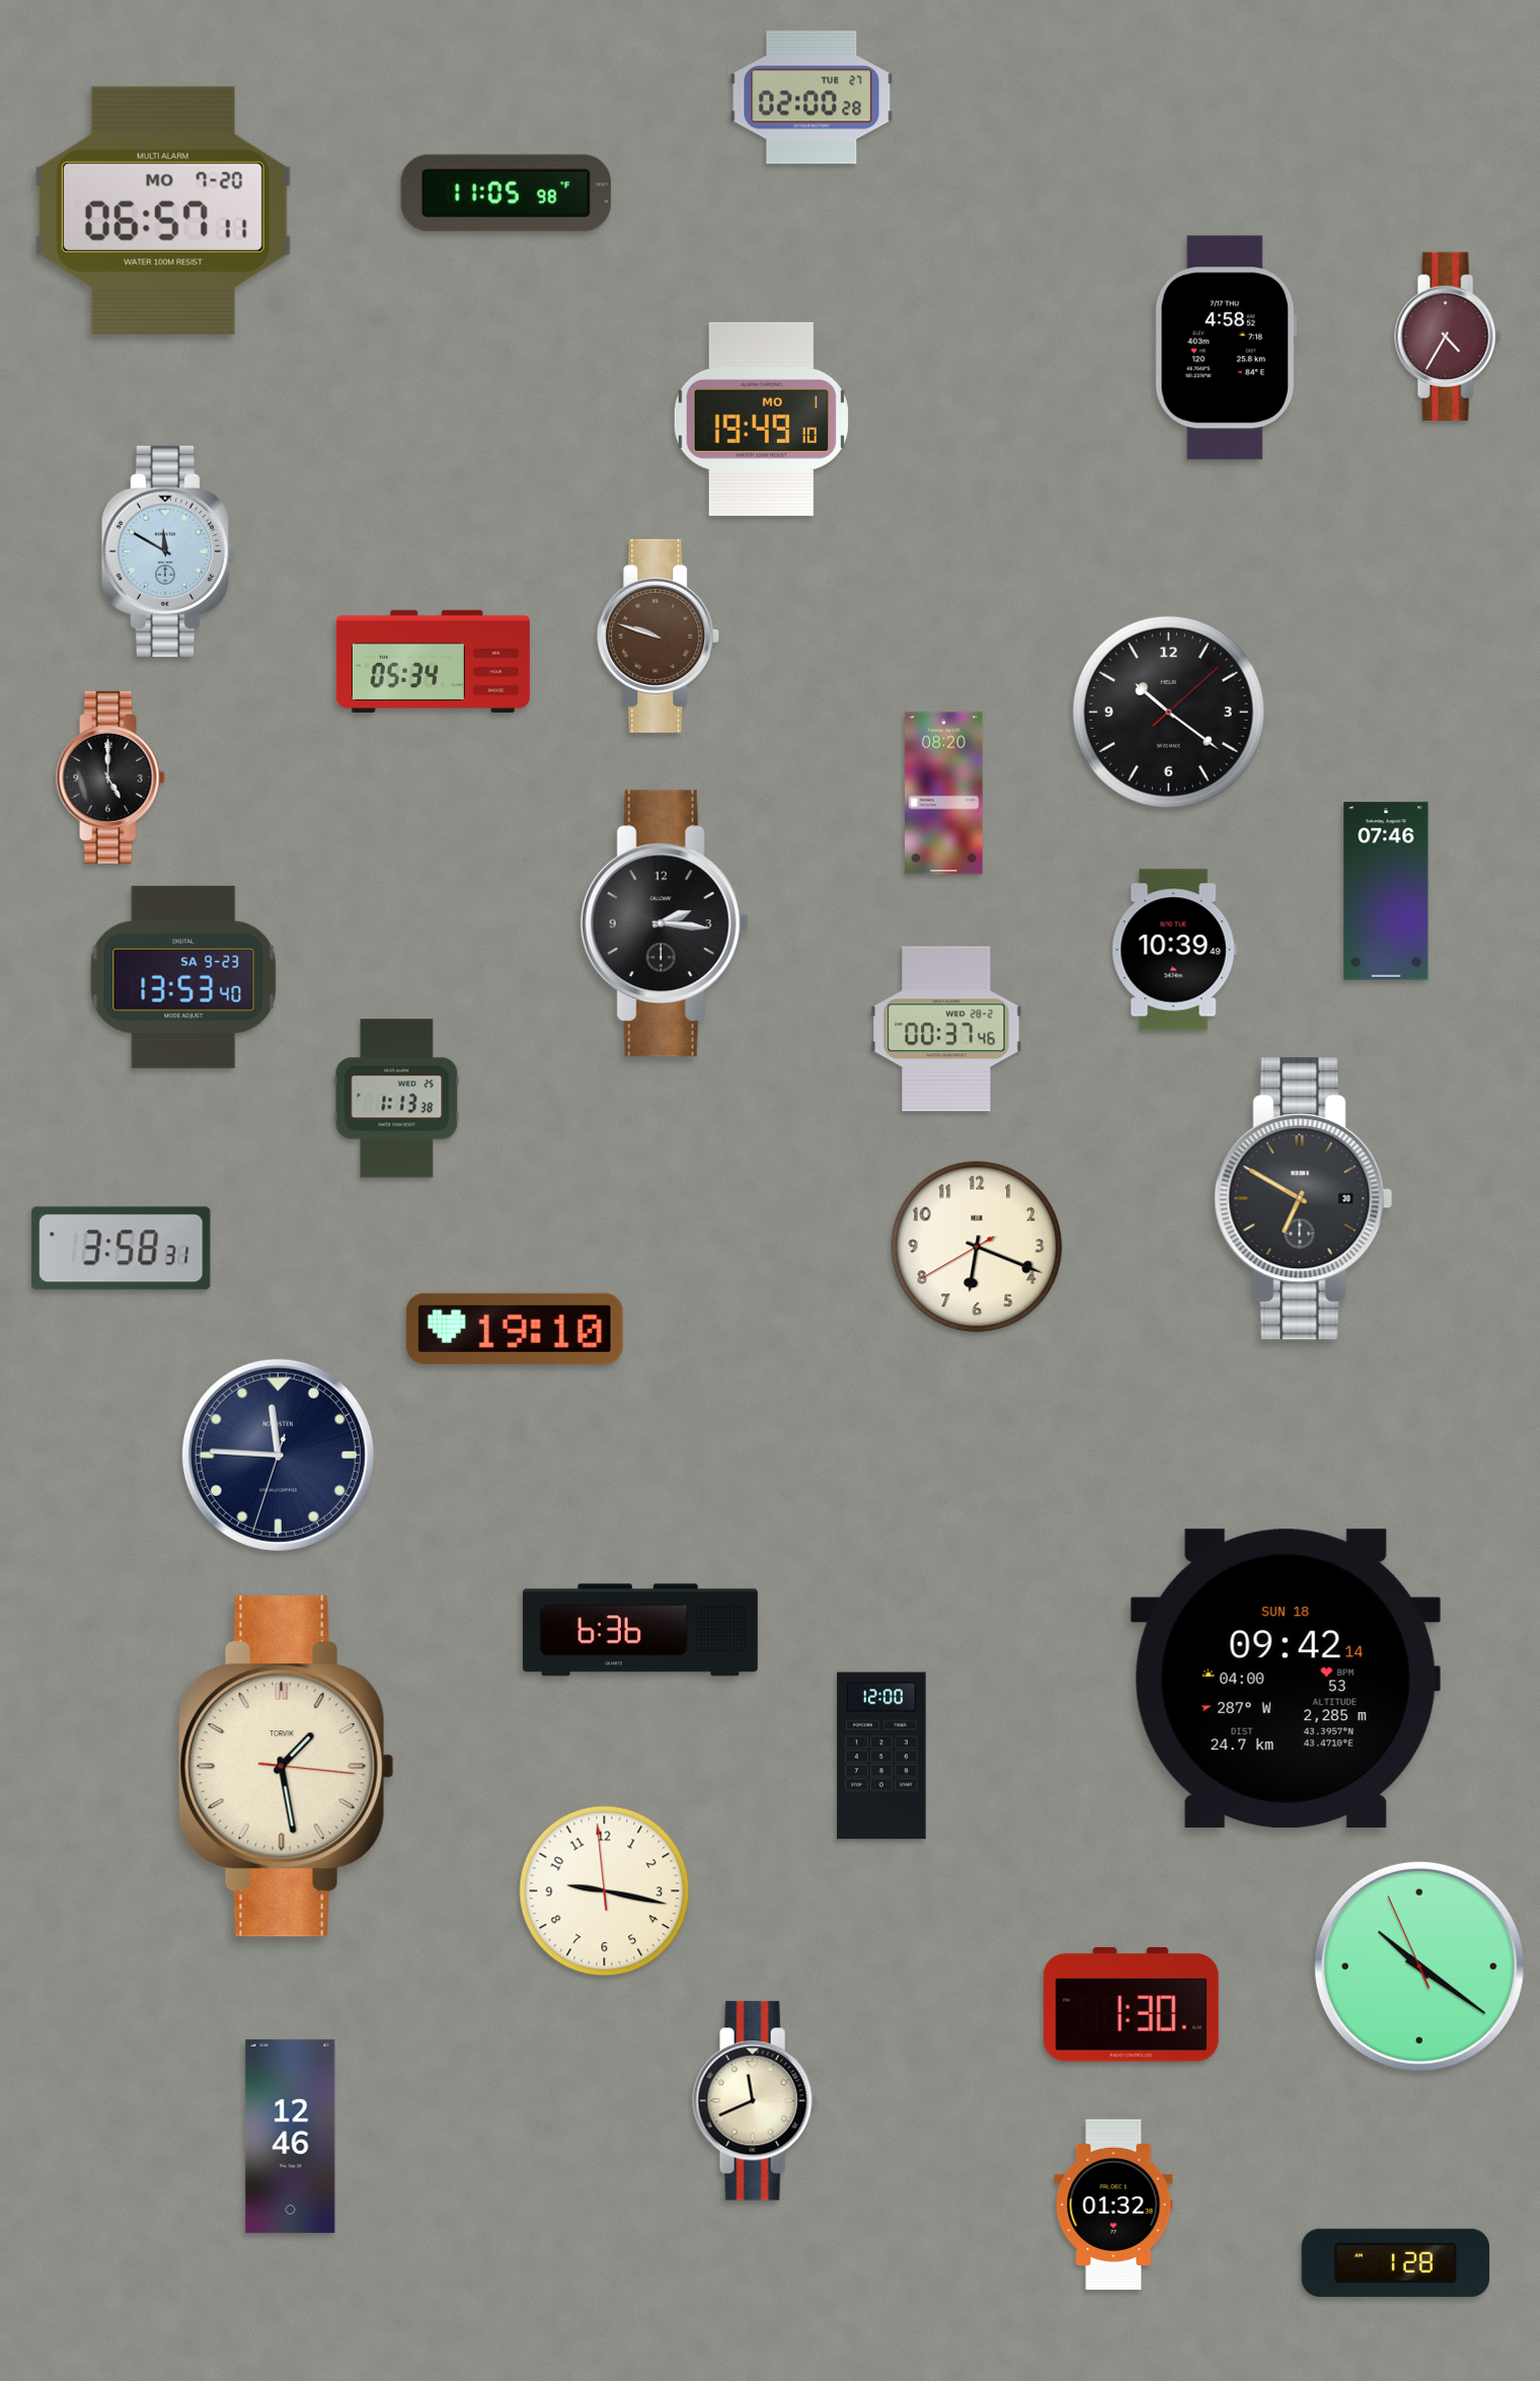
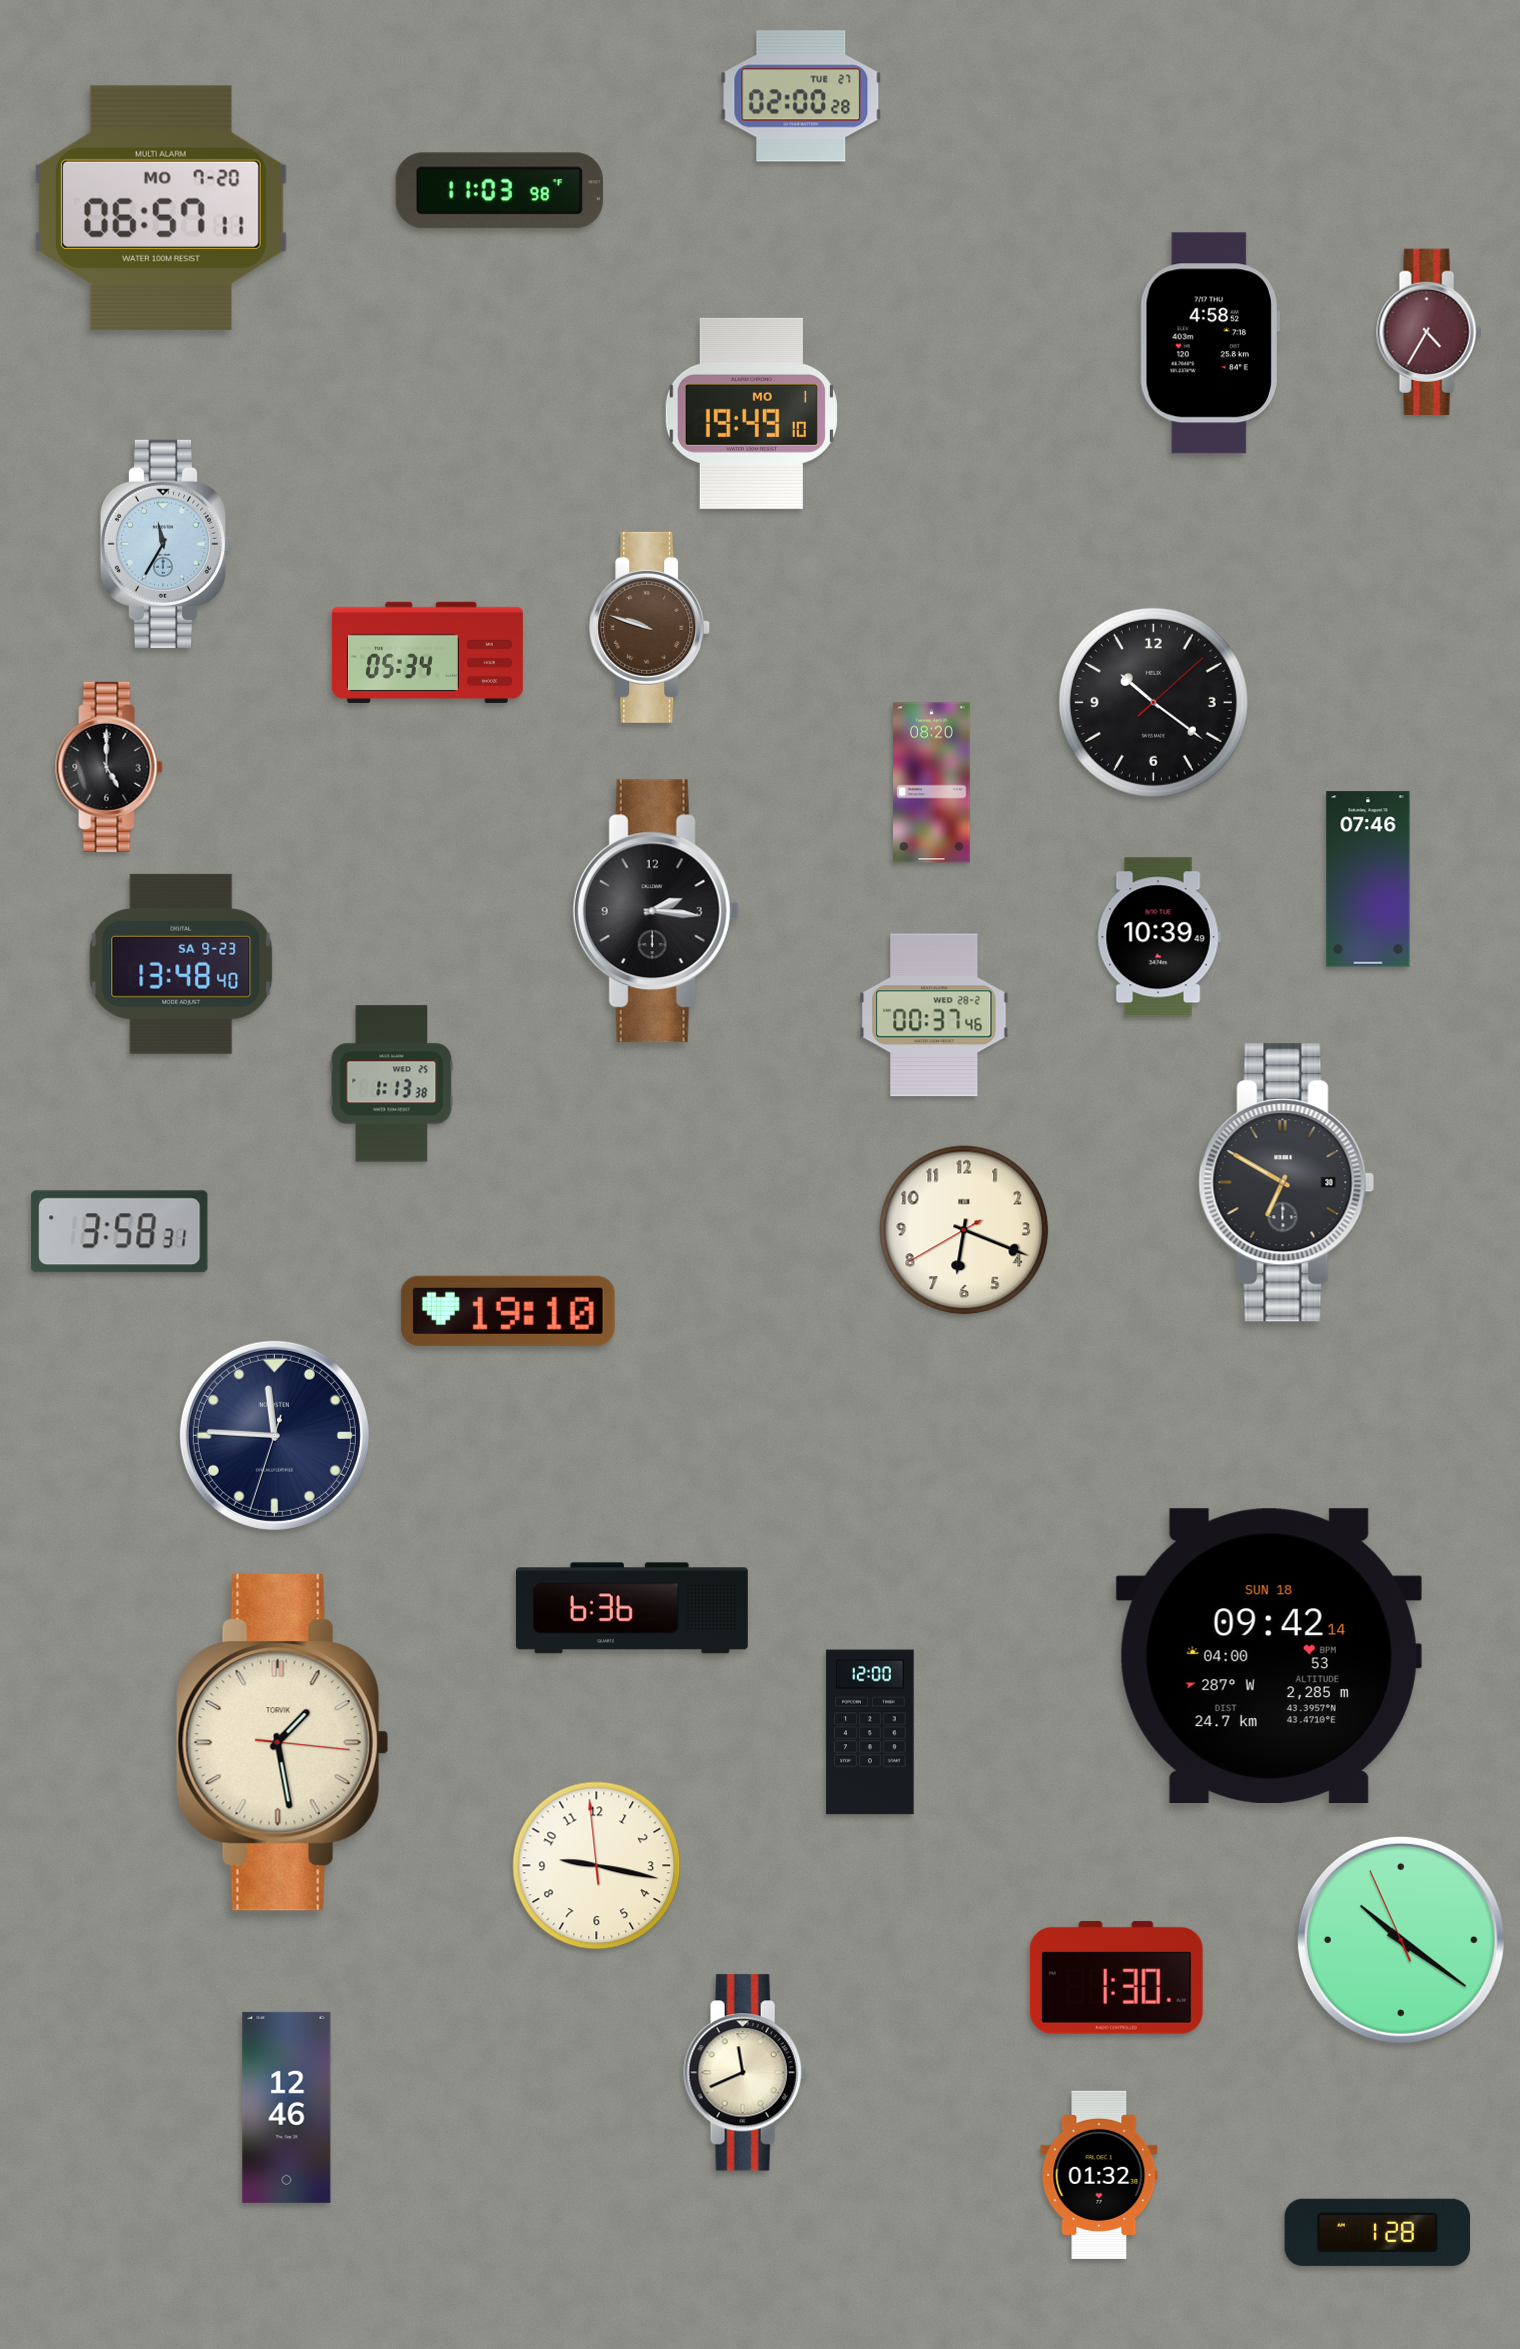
clock at (506, 194): 11:05 -> 11:03
clock at (167, 551): 11:50 -> 11:35
clock at (183, 977): 13:53 -> 13:48
